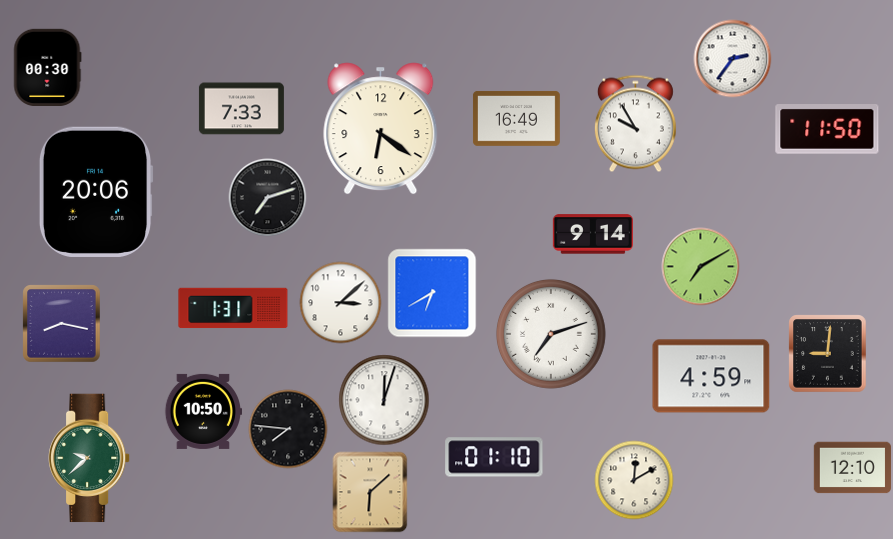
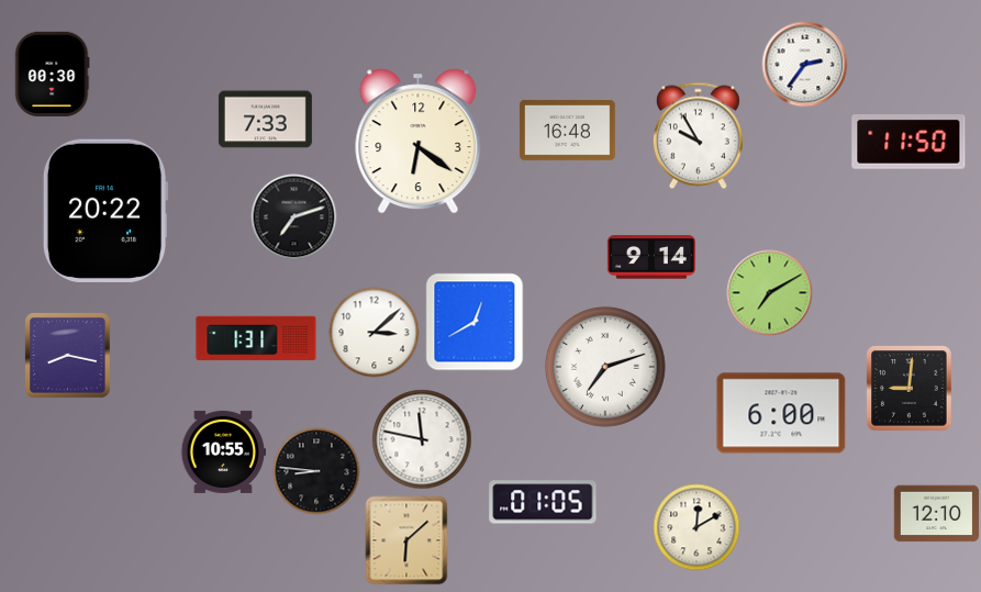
clock at (516, 118): 16:49 -> 16:48
clock at (96, 192): 20:06 -> 20:22
clock at (432, 293): 6:40 -> 12:40
clock at (711, 376): 4:59 -> 6:00
clock at (384, 400): 12:03 -> 11:47
clock at (203, 411): 10:50 -> 10:55
clock at (288, 429): 7:46 -> 8:46
clock at (494, 457): 01:10 -> 01:05
clock at (90, 458): 9:38 -> none
